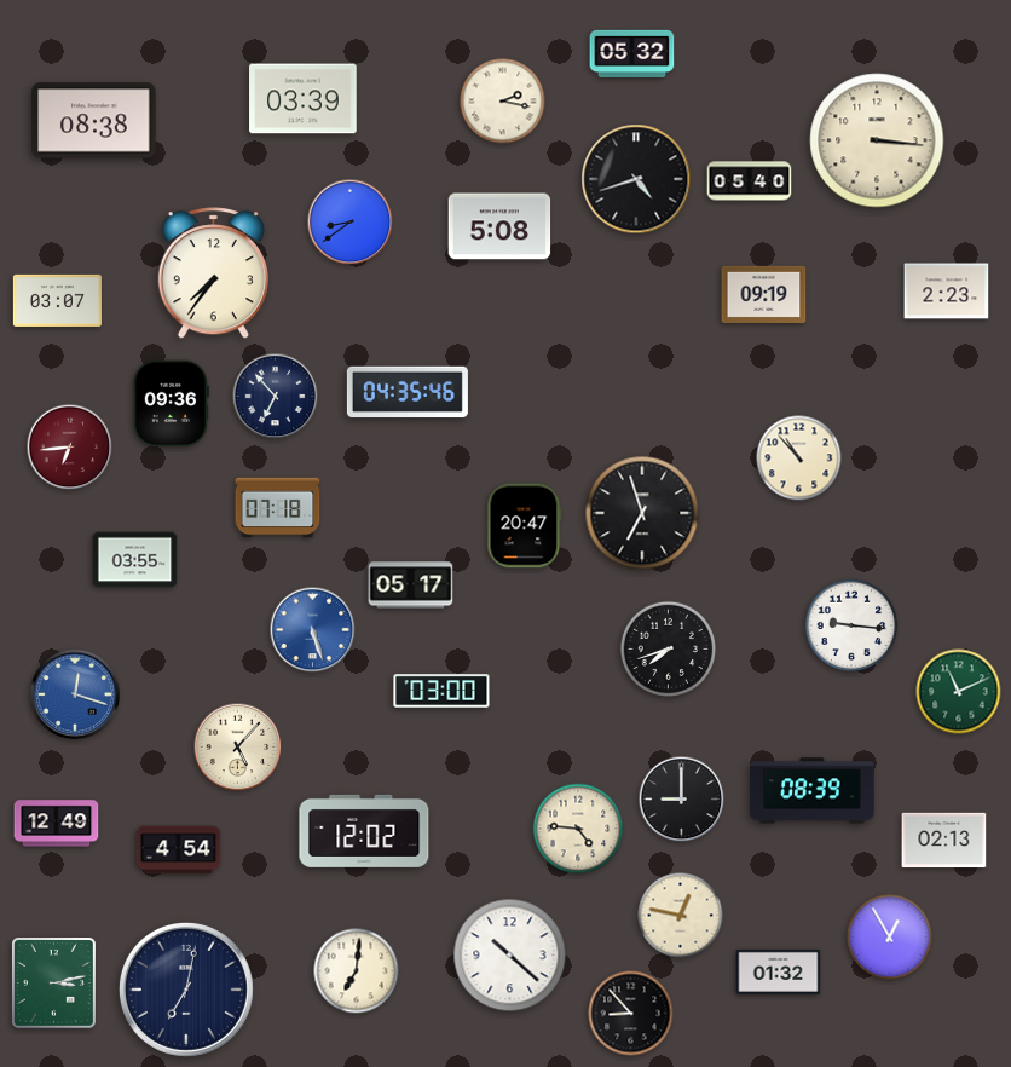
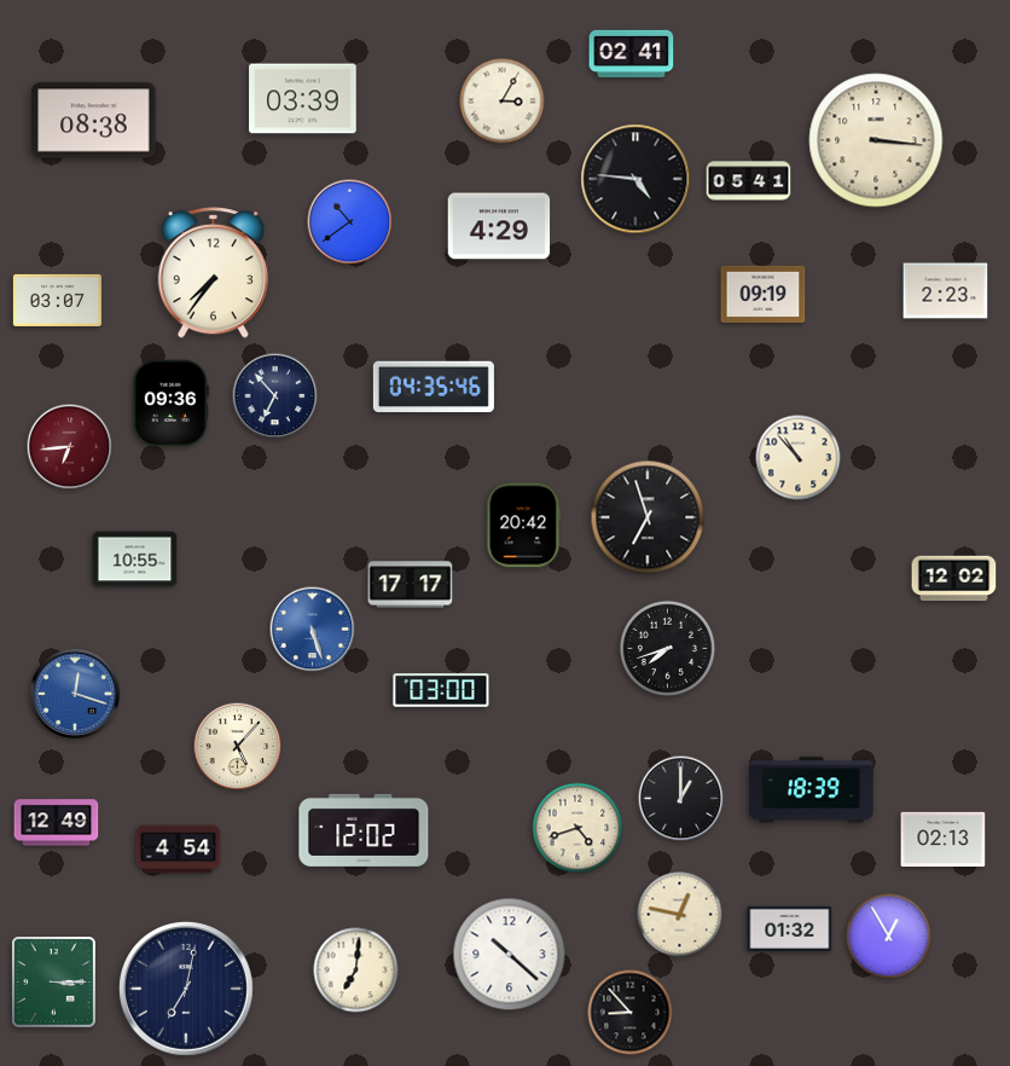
clock at (632, 53): 05:32 -> 02:41
clock at (503, 102): 2:17 -> 3:05
clock at (636, 179): 4:42 -> 4:46
clock at (750, 181): 05:40 -> 05:41
clock at (351, 223): 8:39 -> 10:39
clock at (499, 226): 5:08 -> 4:29
clock at (408, 392) position: (408, 392) -> (434, 387)
clock at (278, 508): 07:18 -> none
clock at (642, 513) position: (642, 513) -> (648, 517)
clock at (525, 526): 20:47 -> 20:42
clock at (135, 560): 03:55 -> 10:55
clock at (954, 579): none -> 12:02
clock at (411, 586): 05:17 -> 17:17
clock at (851, 625): 9:16 -> none
clock at (959, 692): 11:11 -> none
clock at (813, 791): 08:39 -> 18:39
clock at (682, 800): 9:00 -> 1:00
clock at (578, 829): 4:46 -> 4:42
clock at (779, 971) position: (779, 971) -> (790, 928)
clock at (54, 984): 3:13 -> 3:15
